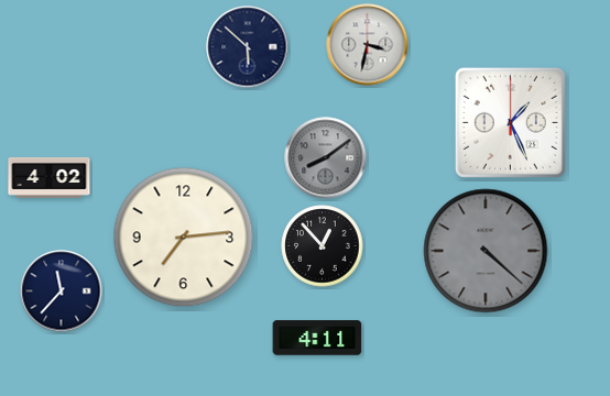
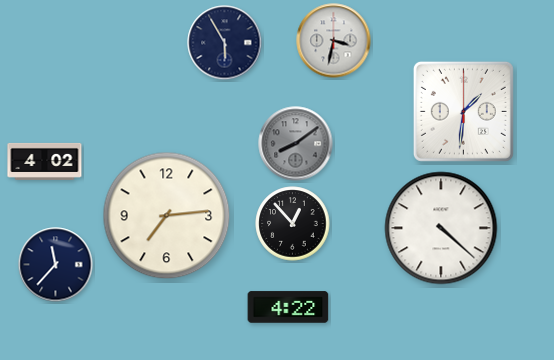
clock at (248, 47): 5:52 -> 5:55
clock at (510, 122): 1:26 -> 1:31
clock at (486, 251) dial: grey -> white
clock at (317, 338): 4:11 -> 4:22
